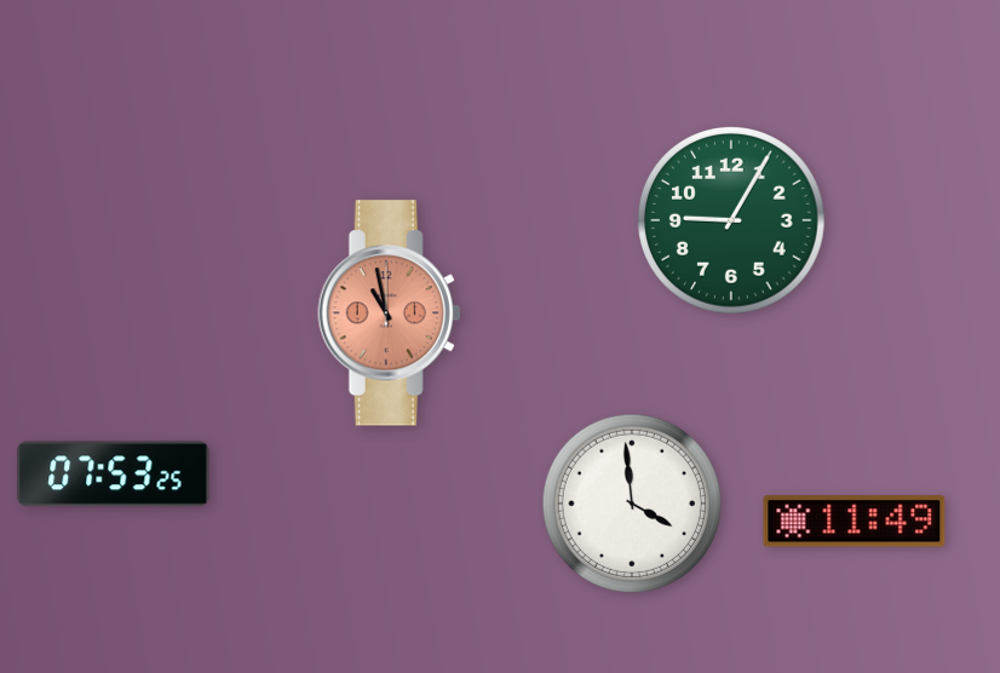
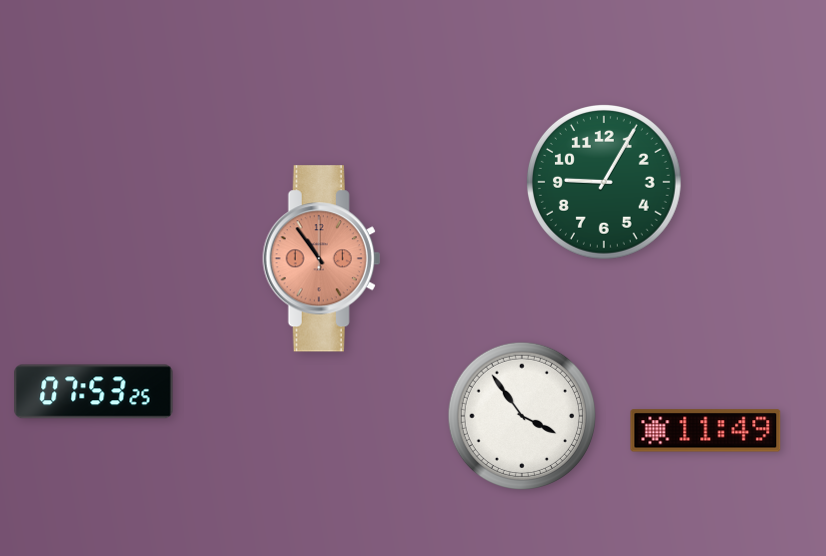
clock at (390, 314): 10:58 -> 10:54
clock at (631, 502): 3:59 -> 3:54
